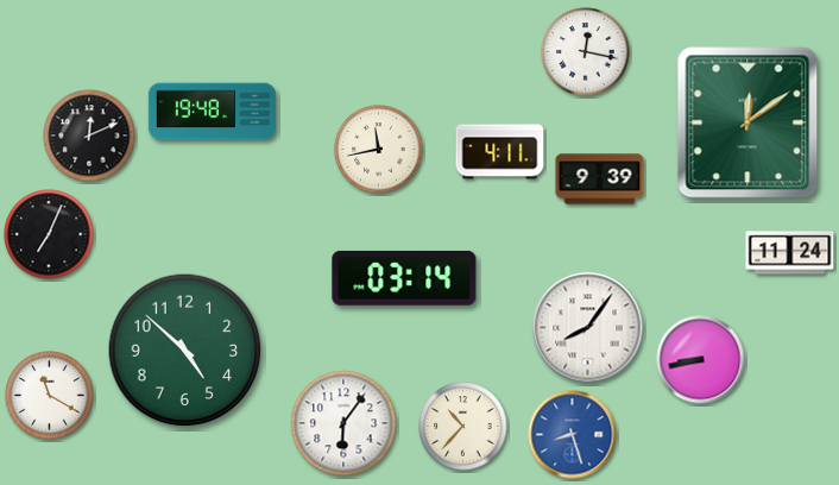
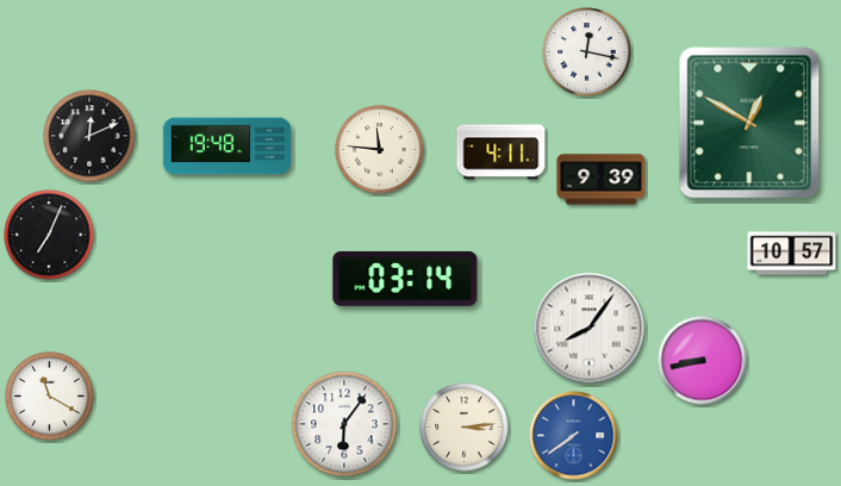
clock at (212, 112) position: (212, 112) -> (226, 147)
clock at (747, 122): 12:09 -> 12:50
clock at (379, 150): 11:43 -> 11:46
clock at (790, 253): 11:24 -> 10:57
clock at (185, 351): 4:52 -> none
clock at (463, 427): 10:37 -> 3:14
clock at (573, 435): 8:27 -> 7:39
